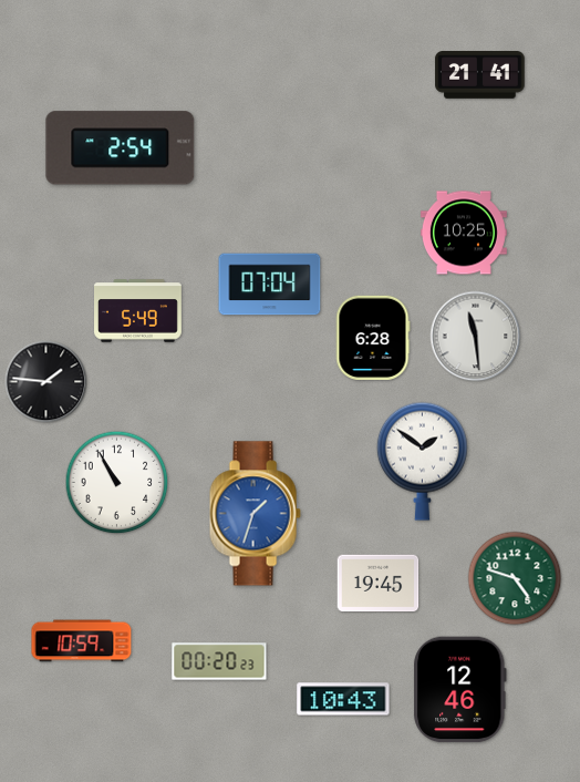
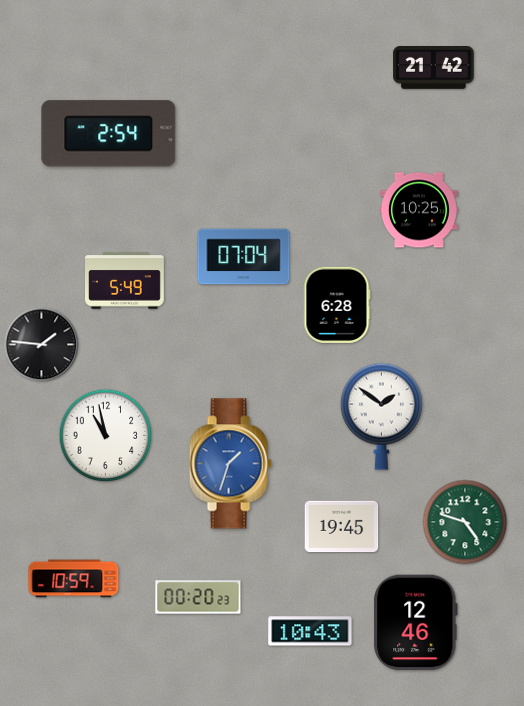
clock at (480, 75): 21:41 -> 21:42
clock at (476, 337): 11:29 -> none
clock at (117, 483): 10:55 -> 10:58
